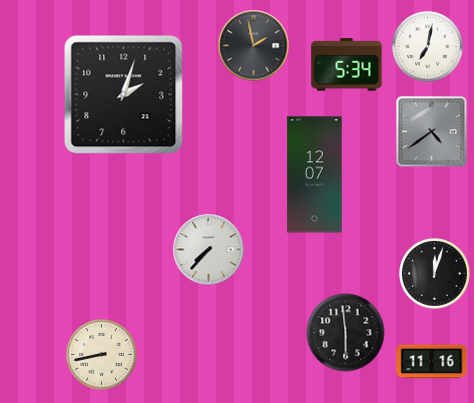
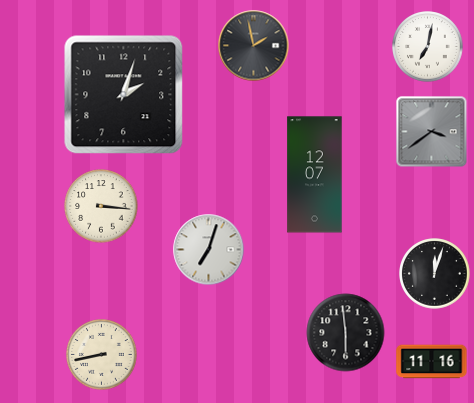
clock at (347, 65): 5:34 -> none
clock at (432, 132): 4:39 -> 3:39
clock at (101, 206): none -> 3:16
clock at (209, 250): 7:37 -> 7:03
